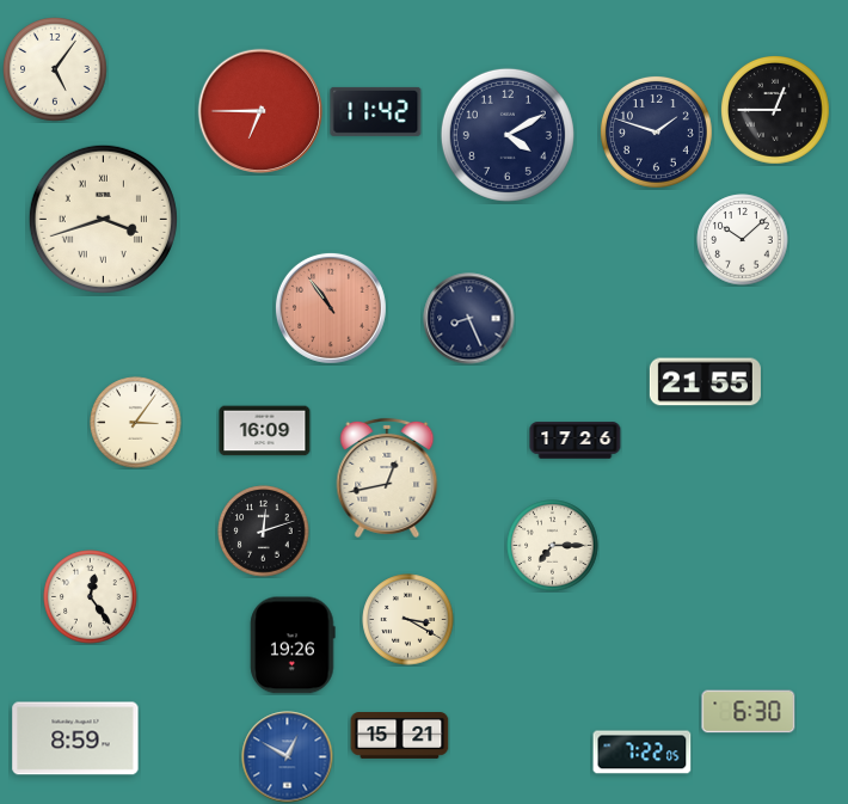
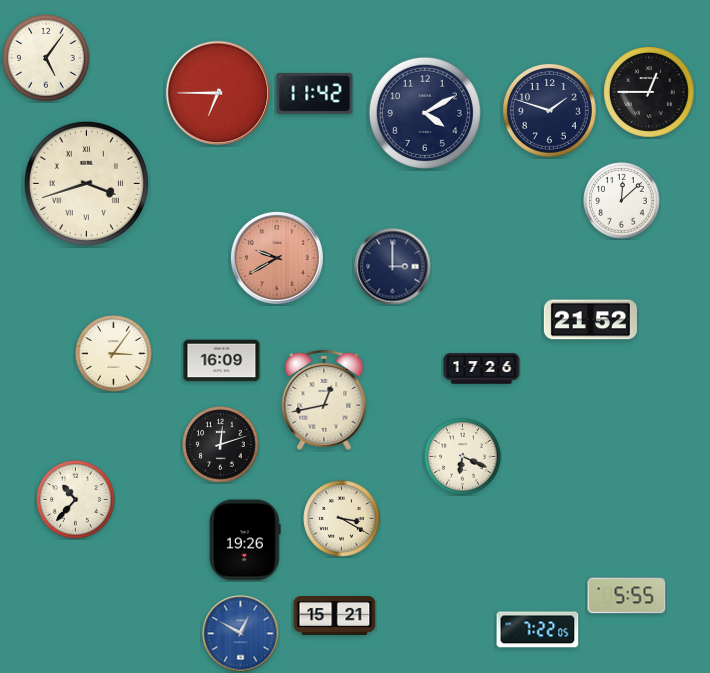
clock at (743, 240): 10:08 -> 12:08
clock at (331, 308): 10:54 -> 9:40
clock at (469, 319): 8:26 -> 3:00
clock at (705, 382): 21:55 -> 21:52
clock at (553, 546): 7:15 -> 6:19
clock at (91, 597): 12:24 -> 10:37
clock at (749, 712): 6:30 -> 5:55
clock at (75, 738): 8:59 -> none
